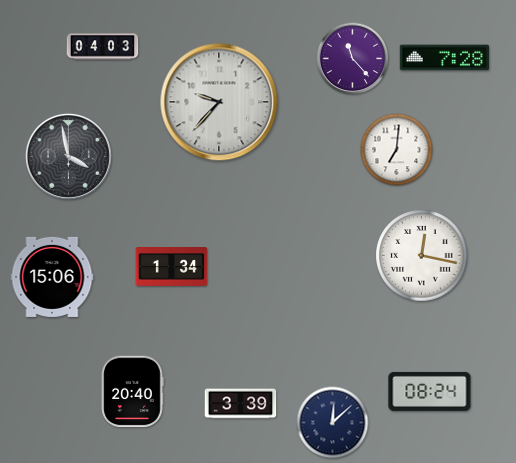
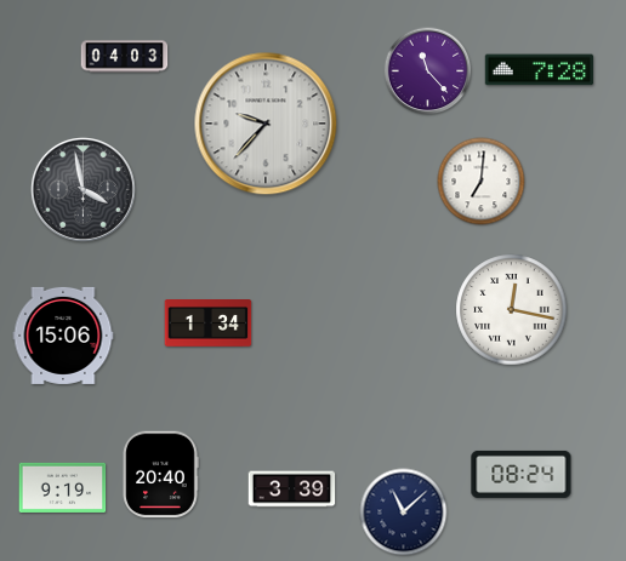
clock at (63, 487): none -> 9:19
clock at (333, 423): 12:08 -> 11:08
